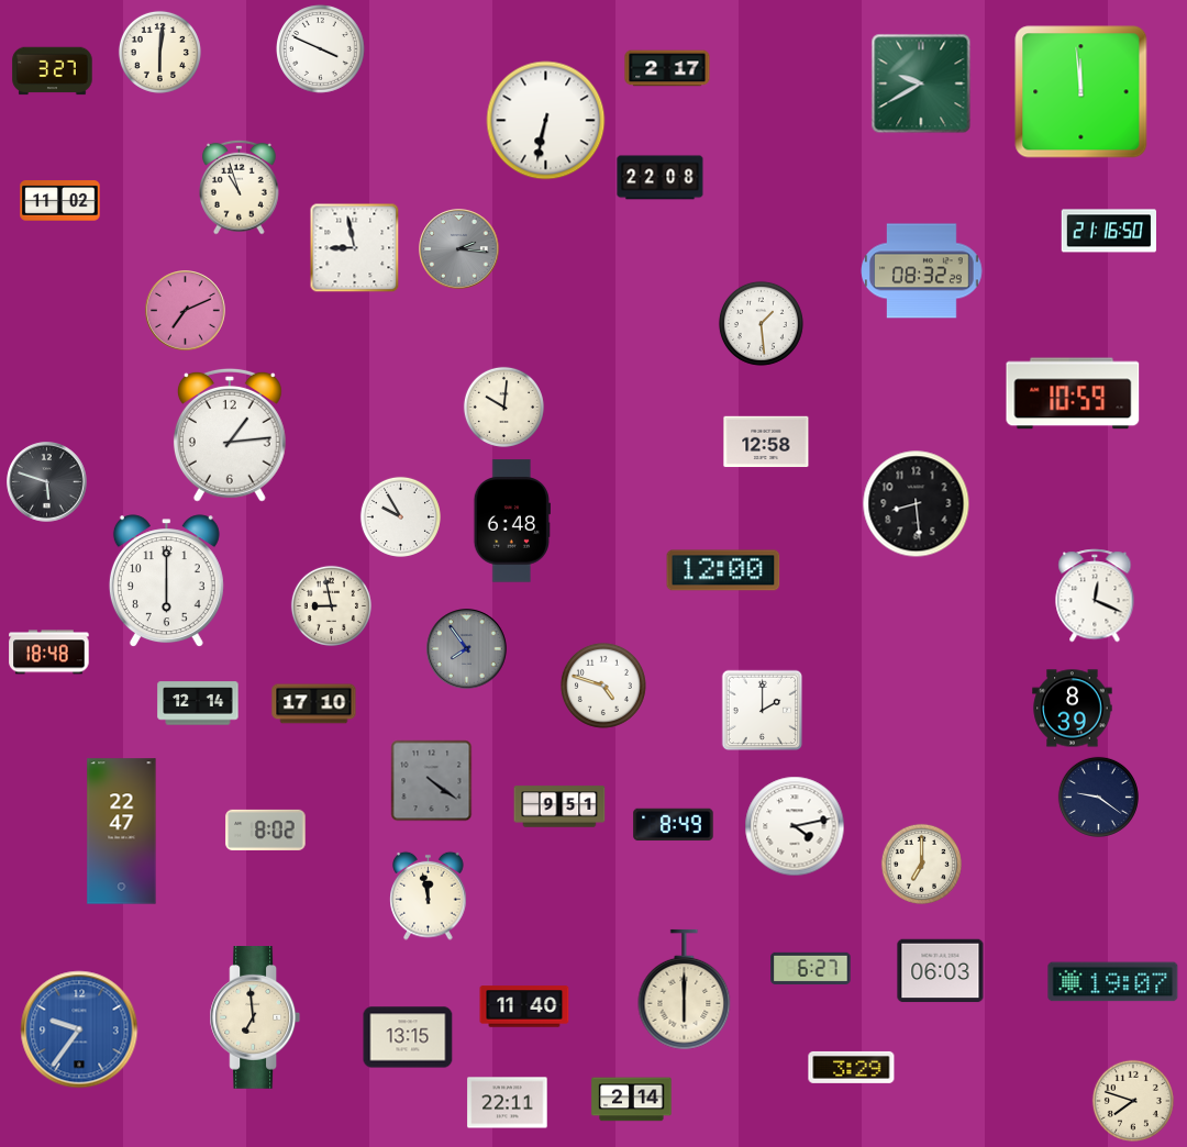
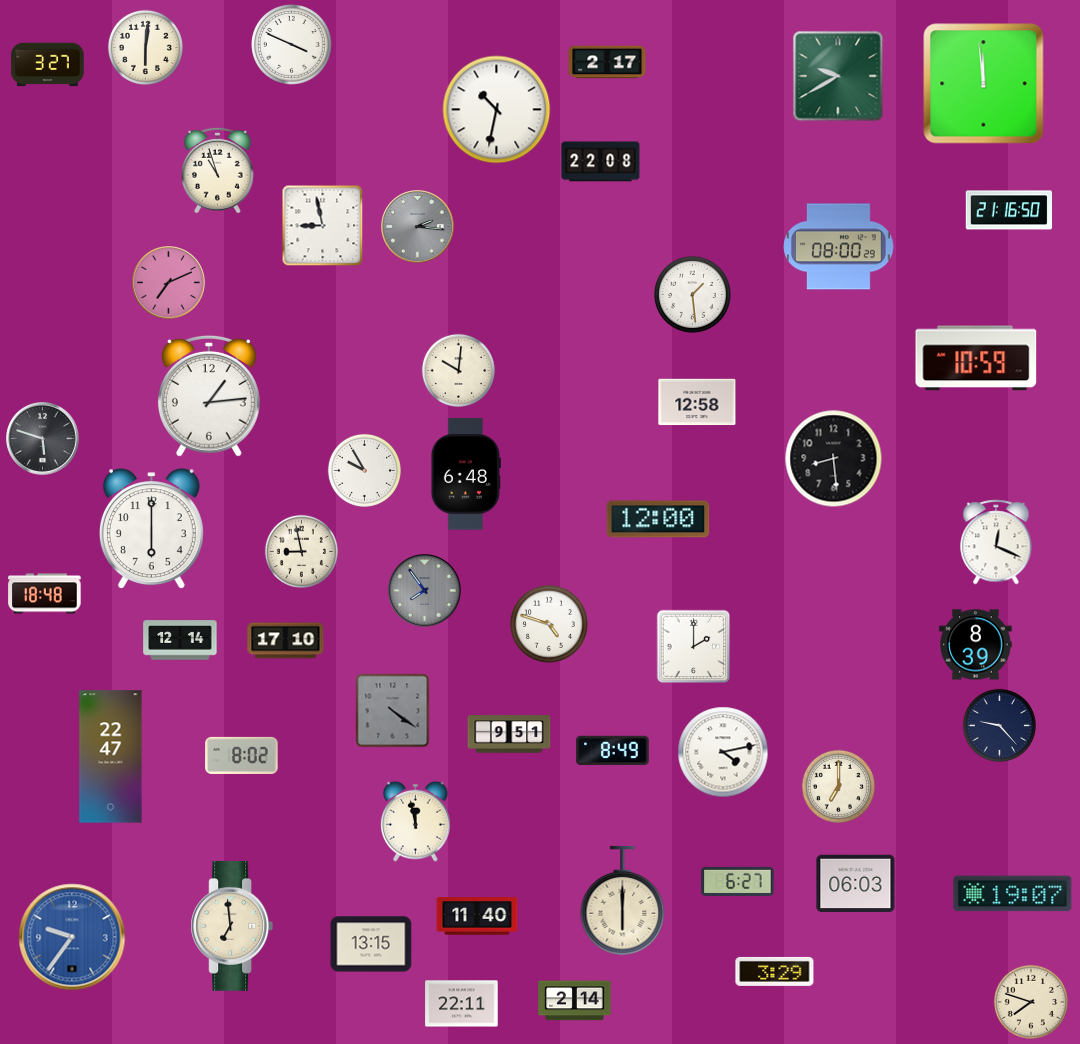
clock at (546, 121): 6:32 -> 10:32
clock at (60, 201): 11:02 -> none
clock at (922, 271): 08:32 -> 08:00
clock at (1098, 797): 9:21 -> 9:23
clock at (429, 895) position: (429, 895) -> (416, 821)
